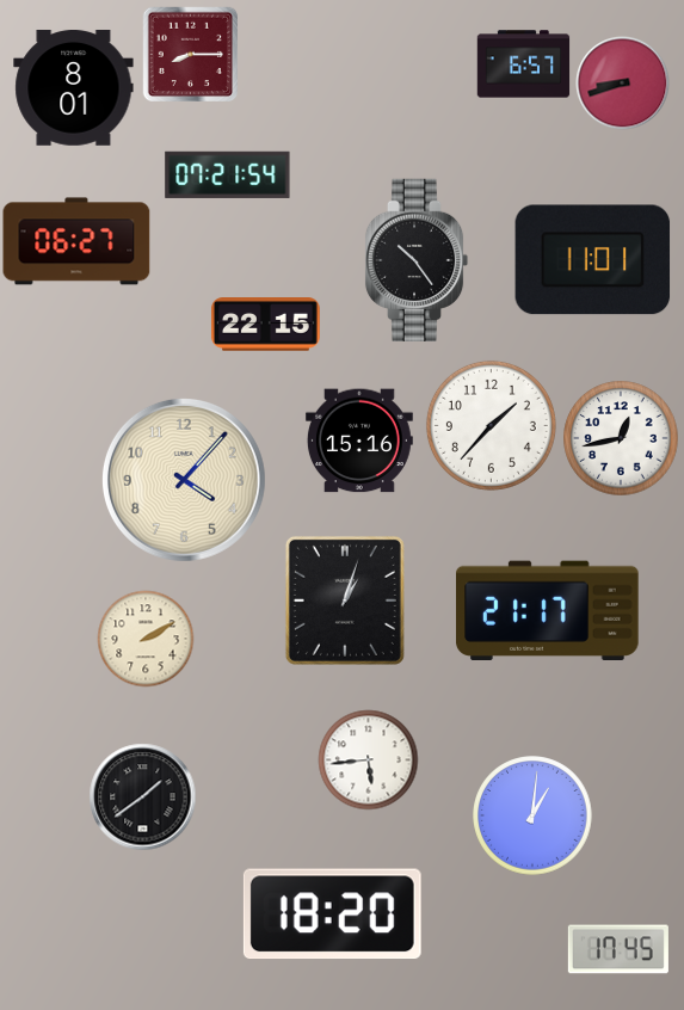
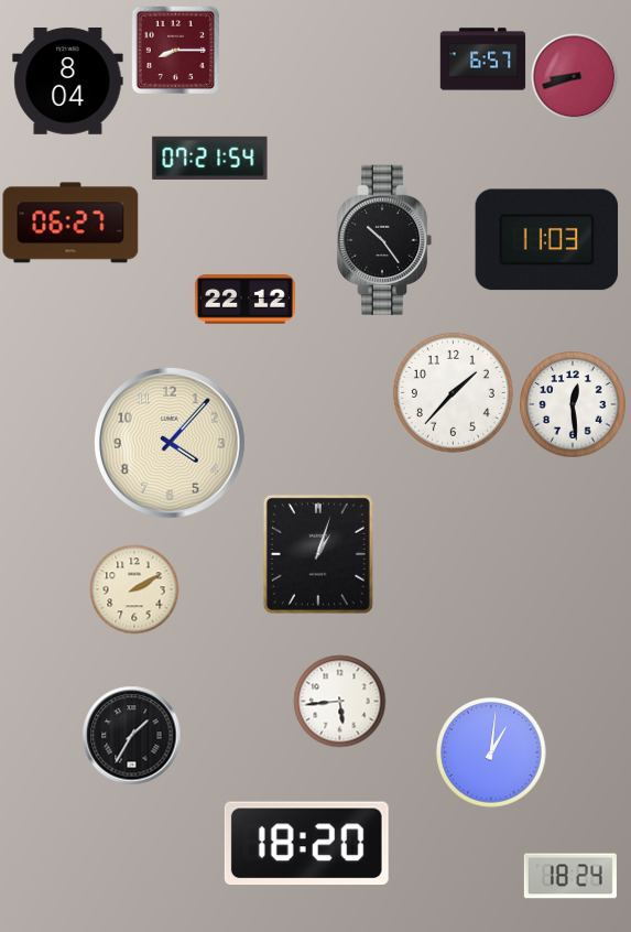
clock at (74, 87): 8:01 -> 8:04
clock at (228, 174) position: (228, 174) -> (210, 158)
clock at (593, 260): 11:01 -> 11:03
clock at (265, 325): 22:15 -> 22:12
clock at (621, 438): 12:43 -> 12:29
clock at (359, 441): 15:16 -> none
clock at (548, 610): 21:17 -> none
clock at (142, 796): 1:39 -> 1:35
clock at (618, 949): 17:45 -> 18:24
